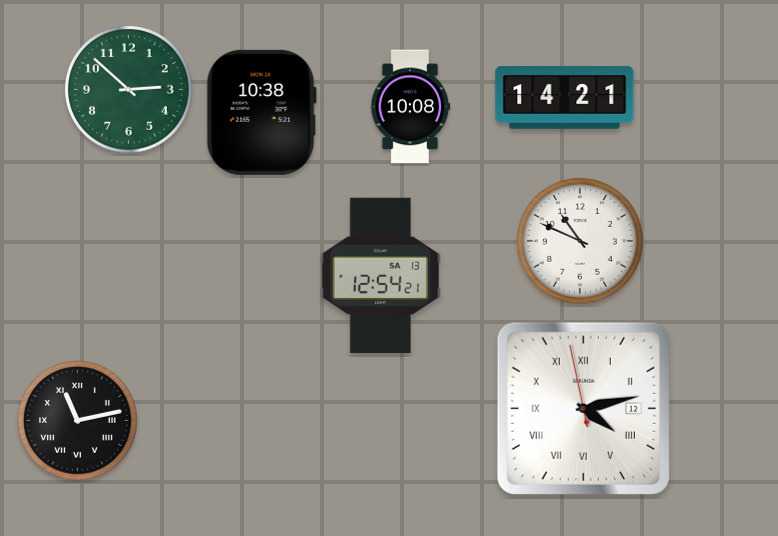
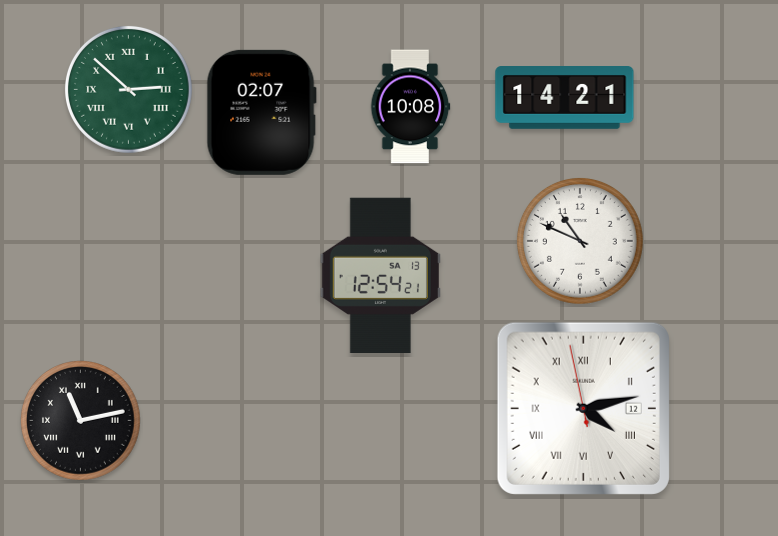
clock at (128, 89) numerals: Arabic -> Roman
clock at (261, 112): 10:38 -> 02:07
clock at (78, 421) position: (78, 421) -> (81, 421)
